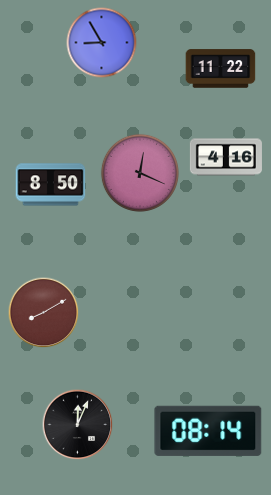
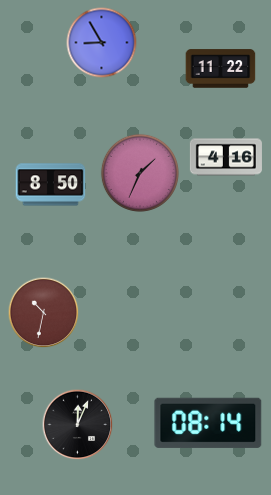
clock at (140, 173): 12:19 -> 1:34
clock at (44, 313): 8:10 -> 10:32
clock at (208, 431) position: (208, 431) -> (208, 423)
